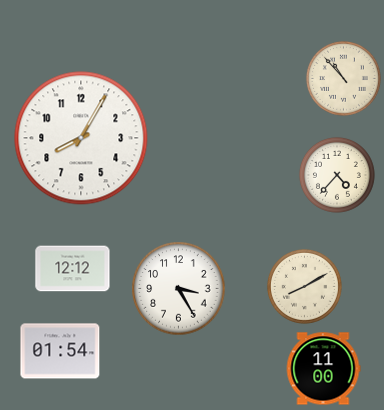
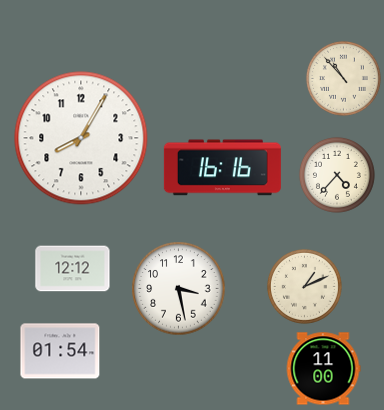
clock at (222, 168): none -> 16:16
clock at (304, 286): 8:10 -> 1:11
clock at (179, 289): 3:25 -> 3:28
